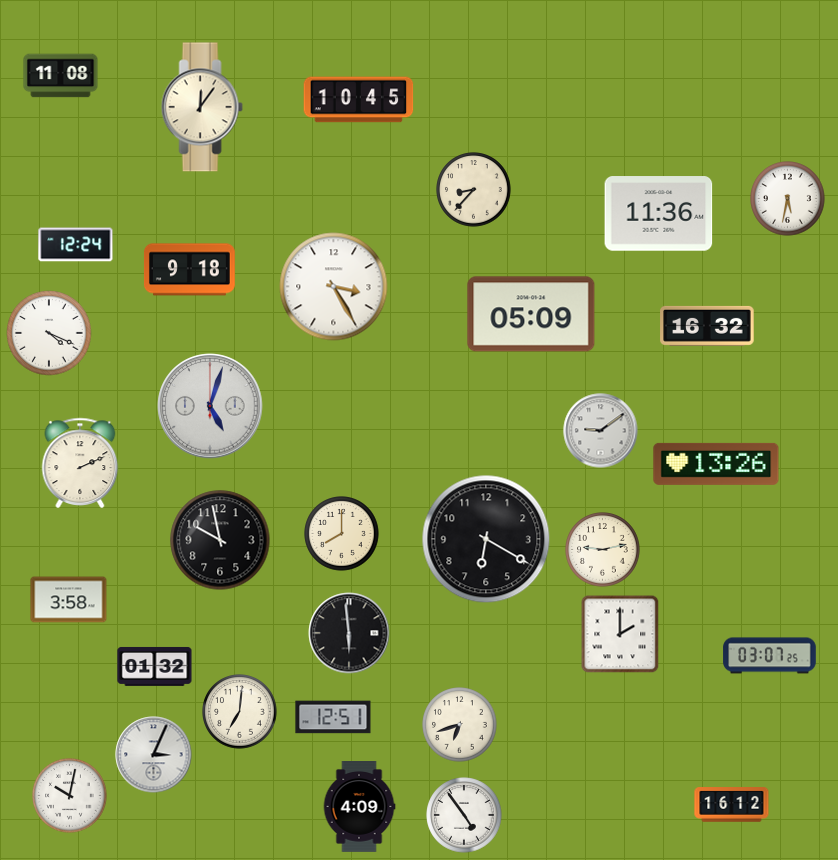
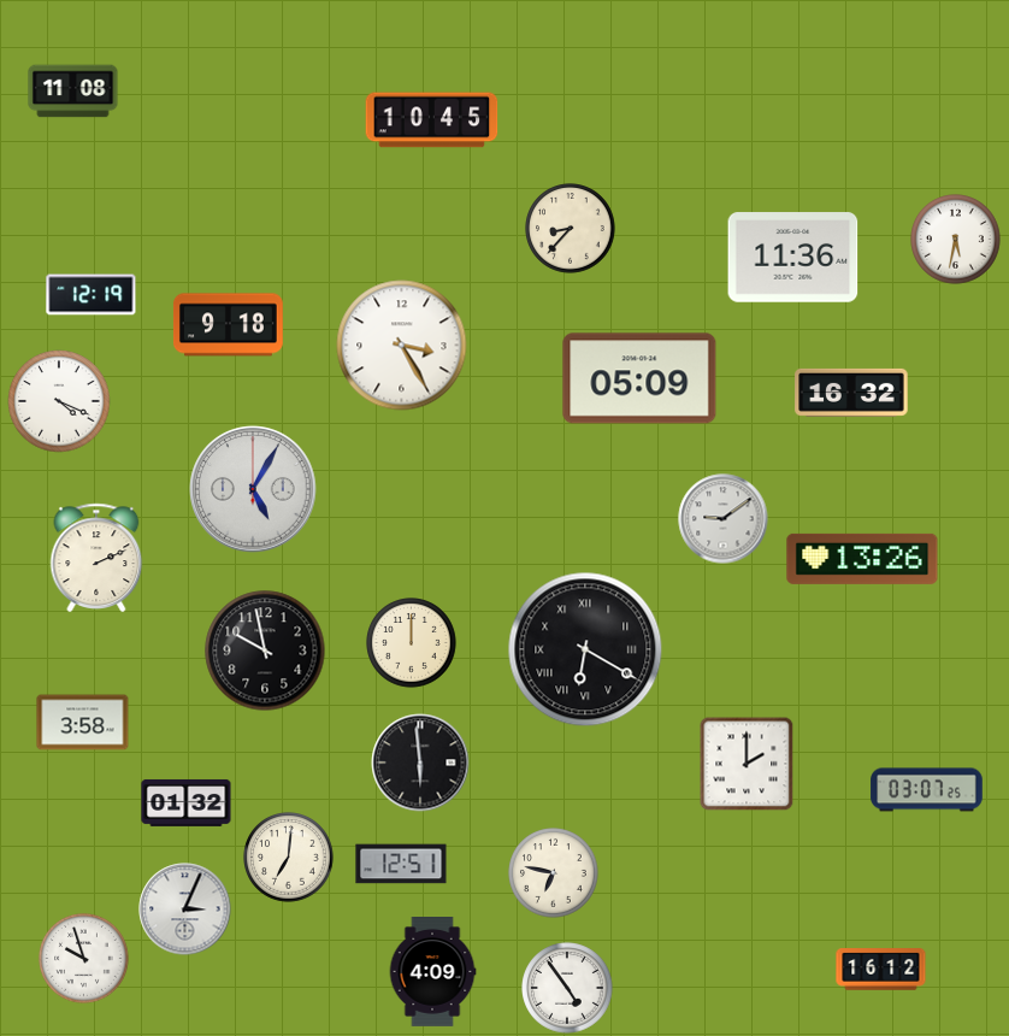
clock at (202, 107): 12:06 -> none
clock at (788, 199) position: (788, 199) -> (956, 240)
clock at (76, 245): 12:24 -> 12:19
clock at (210, 406): 5:03 -> 5:05
clock at (342, 534): 8:00 -> 12:00
clock at (486, 539) numerals: Arabic -> Roman
clock at (603, 550): 9:13 -> none
clock at (460, 725): 6:42 -> 6:47
clock at (70, 796): 10:02 -> 9:57
clock at (464, 815) position: (464, 815) -> (567, 988)
